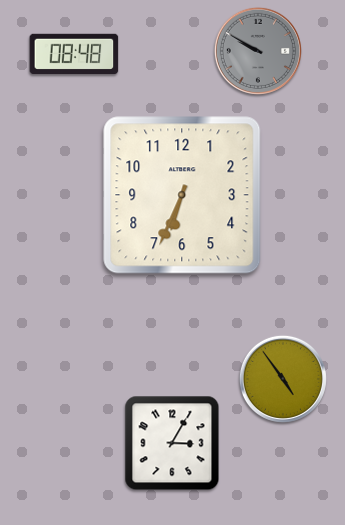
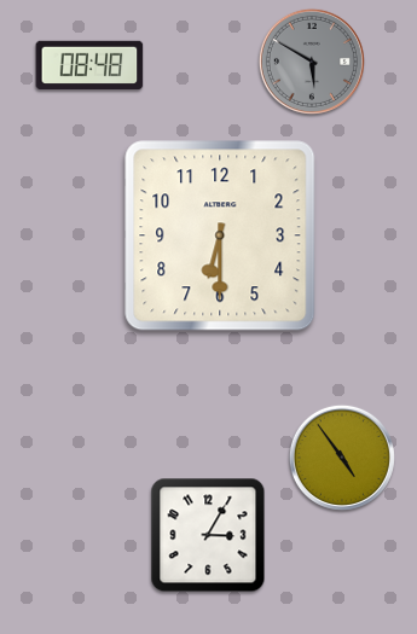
clock at (258, 51): 9:50 -> 5:50
clock at (182, 195): 6:34 -> 6:30
